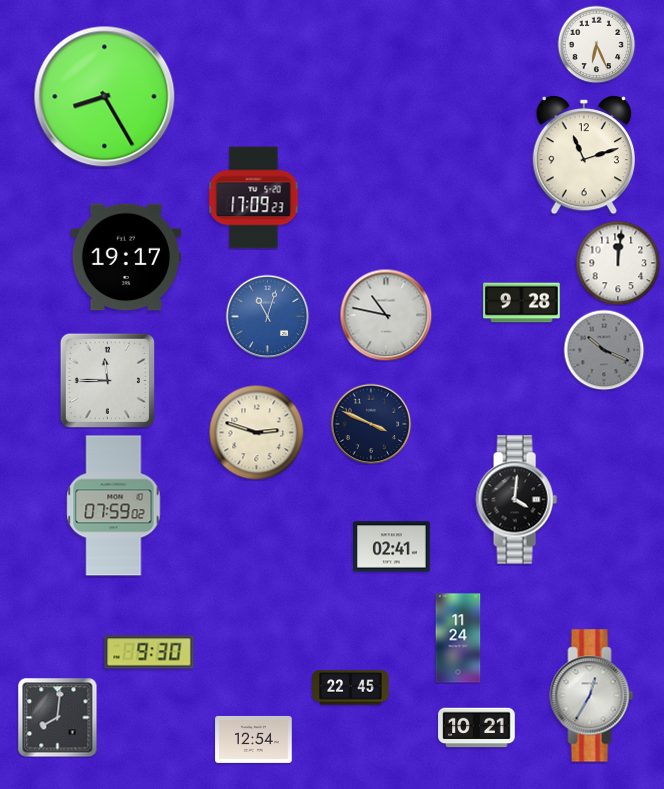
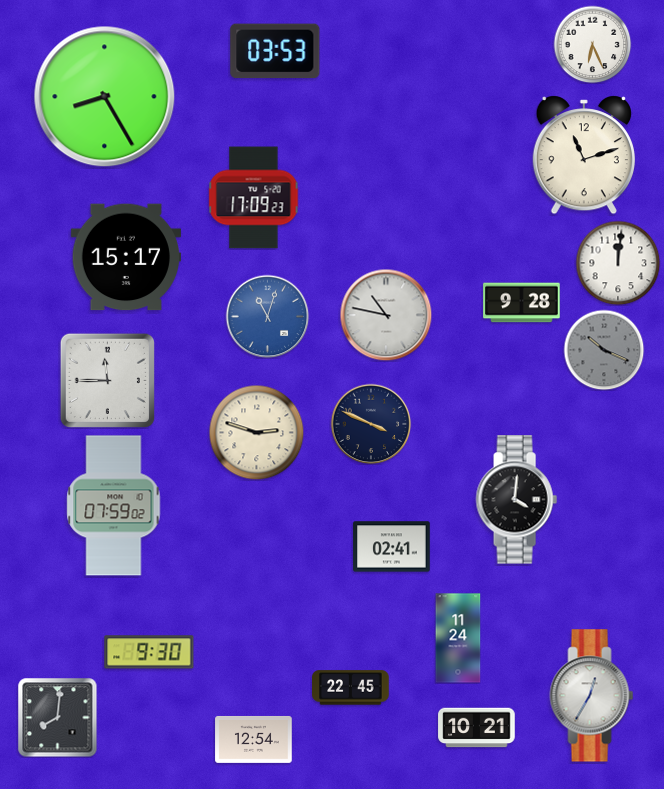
clock at (596, 44) position: (596, 44) -> (592, 44)
clock at (275, 51): none -> 03:53
clock at (125, 257): 19:17 -> 15:17
